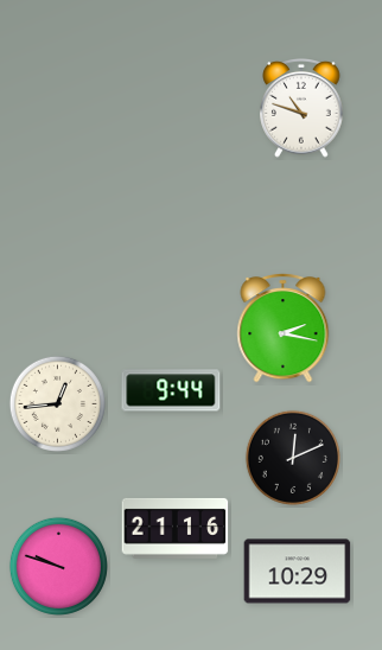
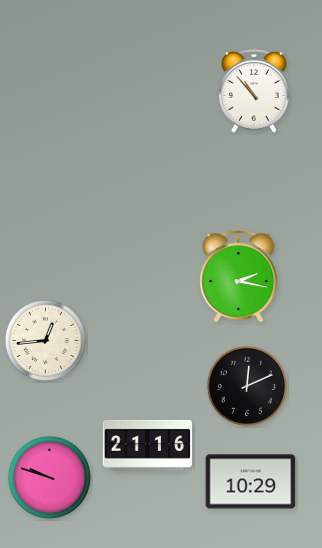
clock at (301, 109): 10:48 -> 10:53
clock at (171, 390): 9:44 -> none
clock at (57, 403) position: (57, 403) -> (45, 340)
